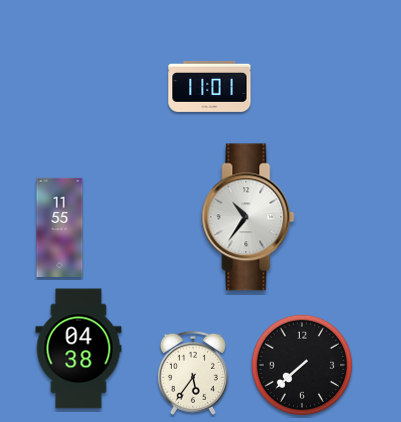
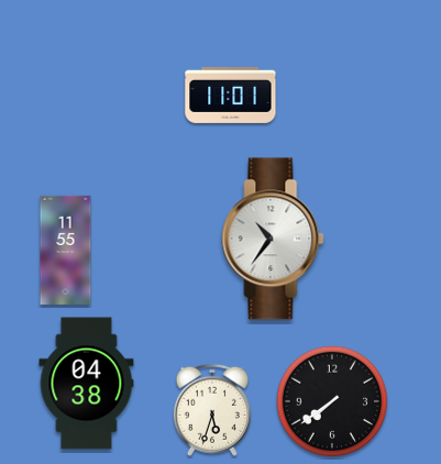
clock at (302, 365): 7:38 -> 7:39
clock at (193, 373): 5:36 -> 5:33
